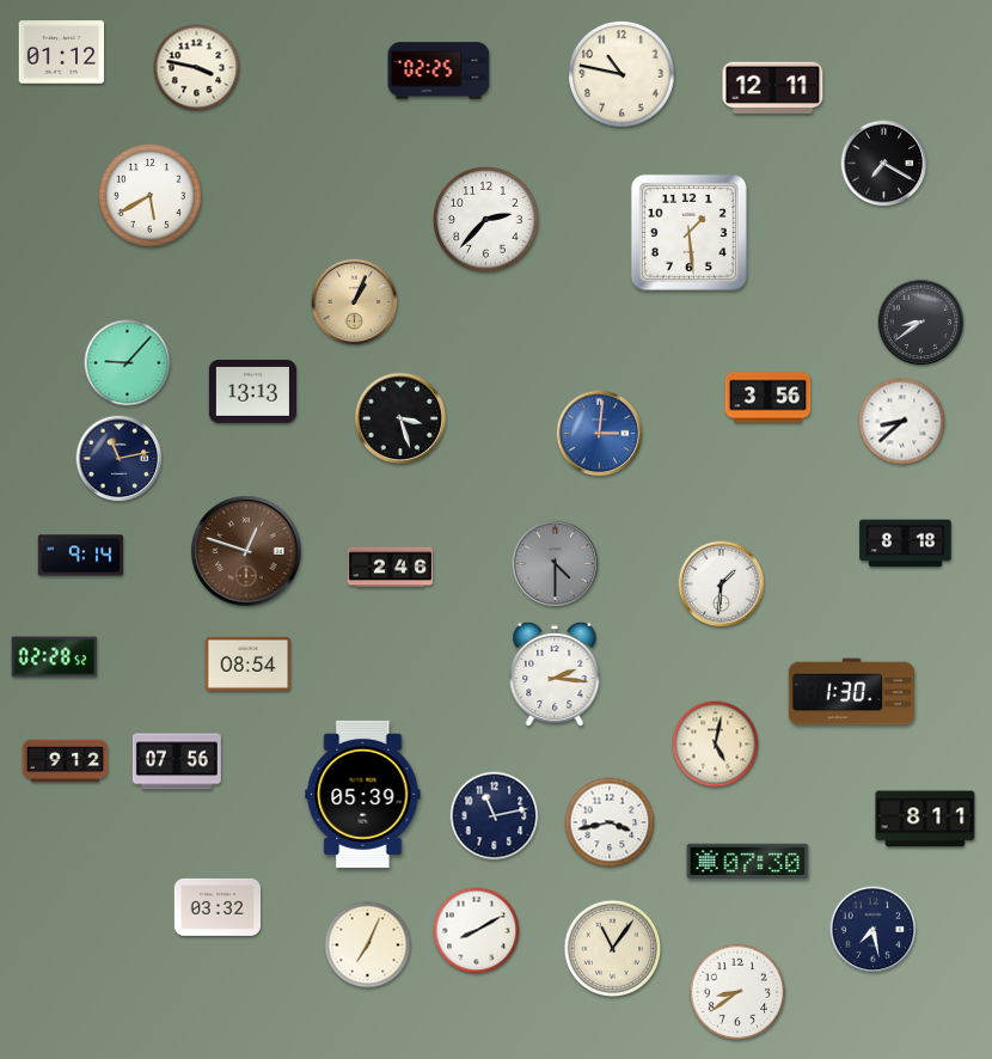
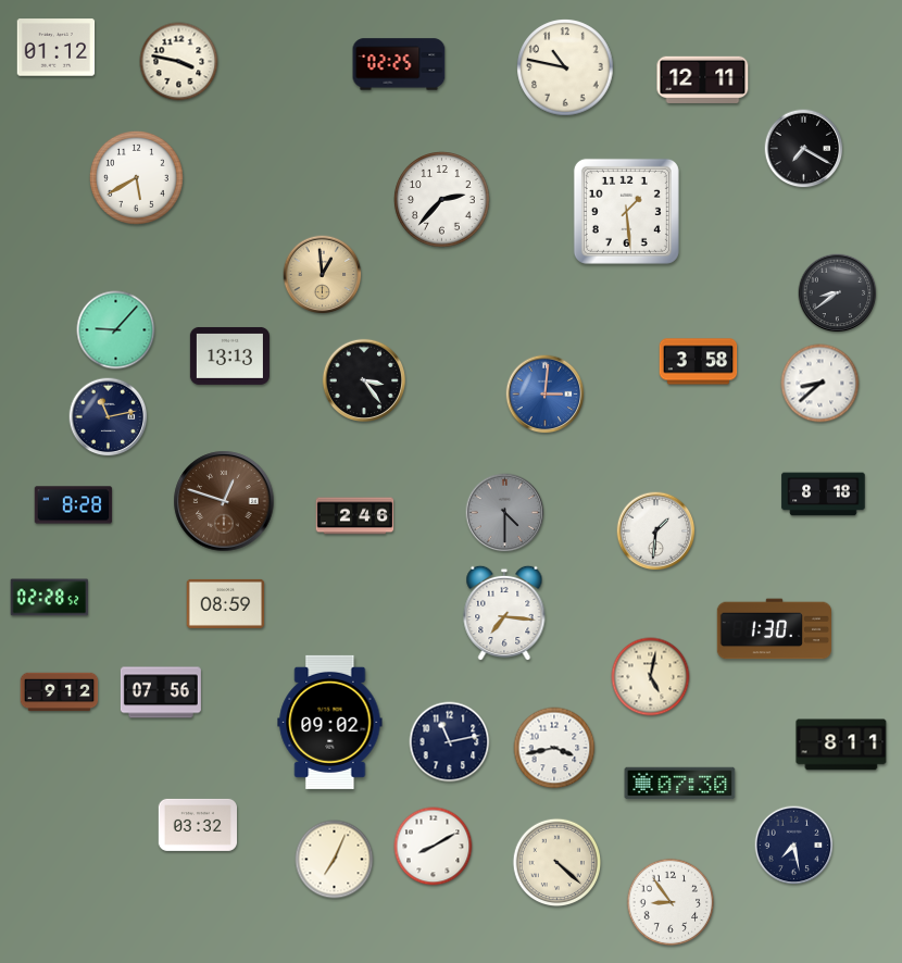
clock at (355, 302): 1:04 -> 12:59
clock at (769, 398): 3:56 -> 3:58
clock at (399, 417): 3:27 -> 3:24
clock at (81, 556): 9:14 -> 8:28
clock at (249, 663): 08:54 -> 08:59
clock at (555, 674): 2:16 -> 7:16
clock at (363, 794): 05:39 -> 09:02
clock at (613, 949): 11:06 -> 4:22
clock at (737, 992): 8:39 -> 8:54
